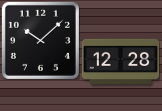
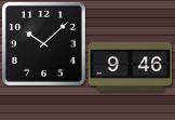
clock at (120, 61): 12:28 -> 9:46
